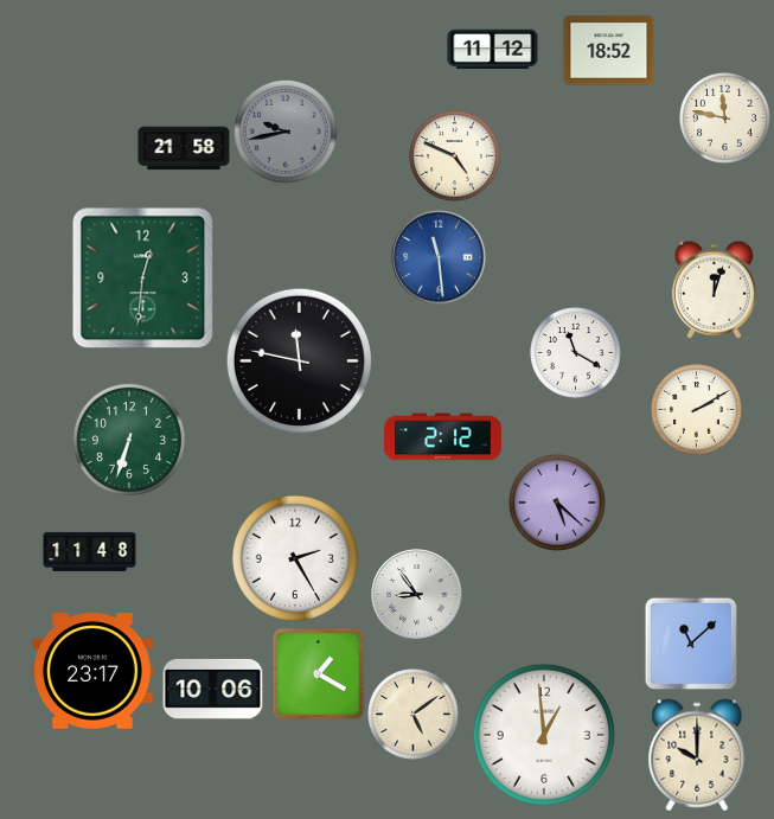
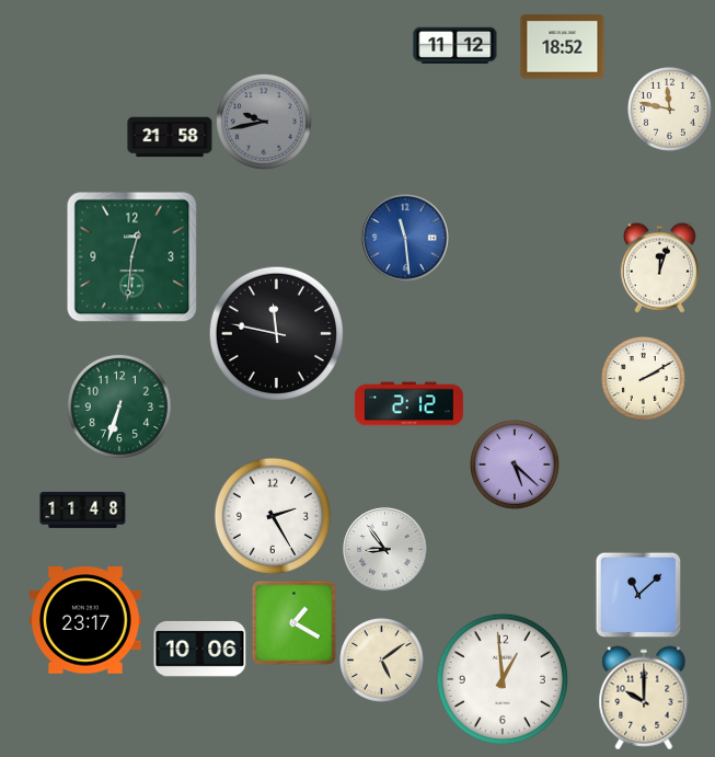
clock at (455, 156): 4:49 -> none
clock at (576, 353): 11:20 -> none
clock at (213, 689) position: (213, 689) -> (200, 649)
